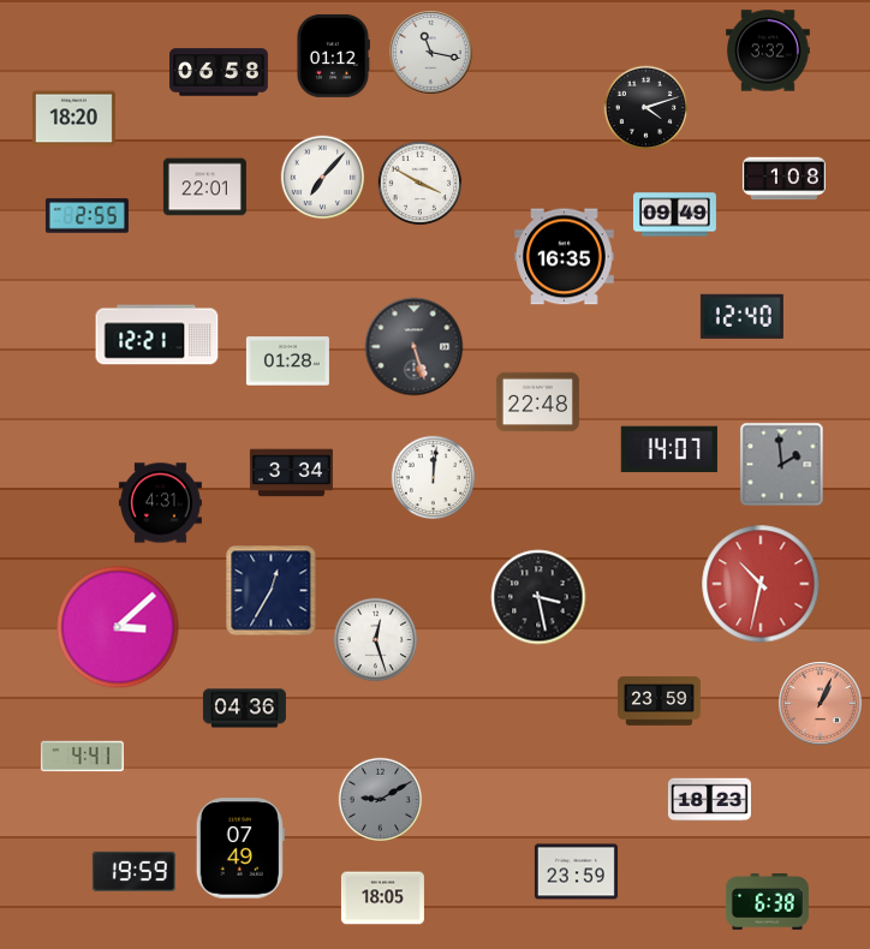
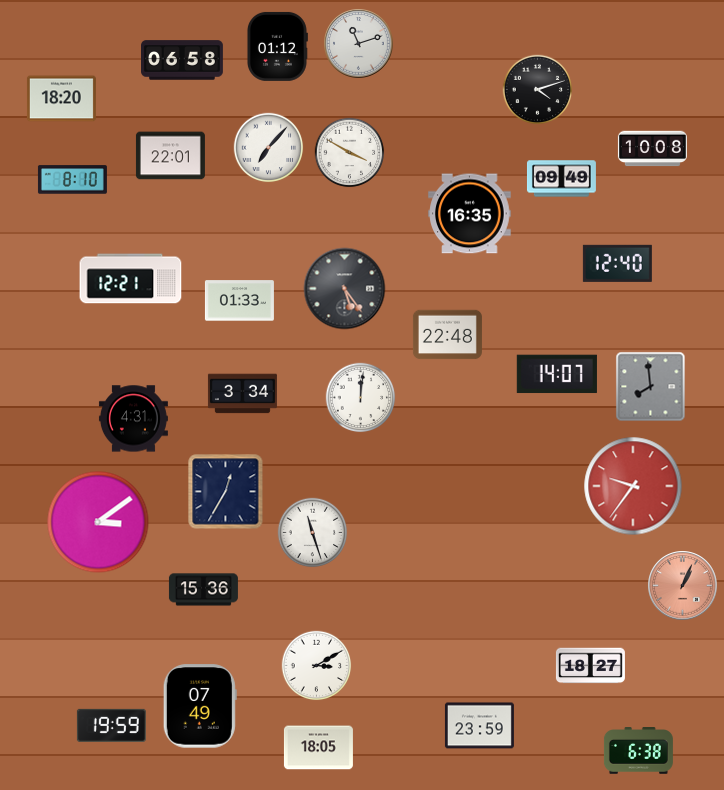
clock at (768, 50): 3:32 -> none
clock at (431, 53): 11:17 -> 11:12
clock at (783, 179): 1:08 -> 10:08
clock at (87, 216): 2:55 -> 8:10
clock at (415, 347): 5:27 -> 5:24
clock at (287, 362): 01:28 -> 01:33
clock at (782, 465): 1:59 -> 7:59
clock at (761, 584): 10:32 -> 9:36
clock at (538, 597): 3:28 -> none
clock at (118, 627): 3:08 -> 3:09
clock at (376, 640): 12:27 -> 11:27
clock at (659, 702): 23:59 -> none
clock at (244, 709): 04:36 -> 15:36
clock at (82, 757): 4:41 -> none
clock at (381, 800): 9:10 -> 3:10
clock at (381, 800) dial: grey -> white
clock at (709, 800): 18:23 -> 18:27
